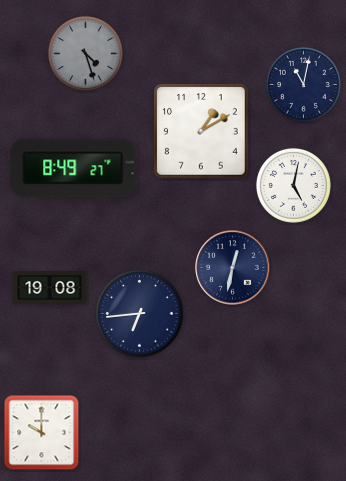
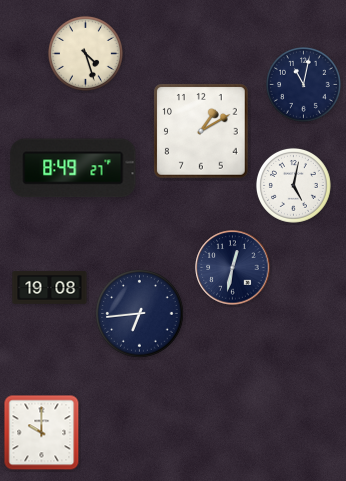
clock at (86, 54) dial: grey -> cream
